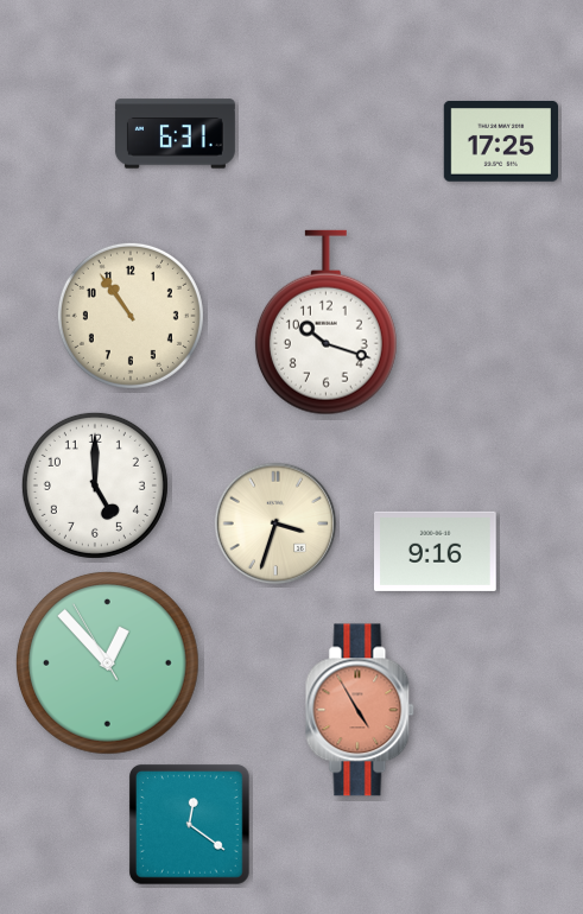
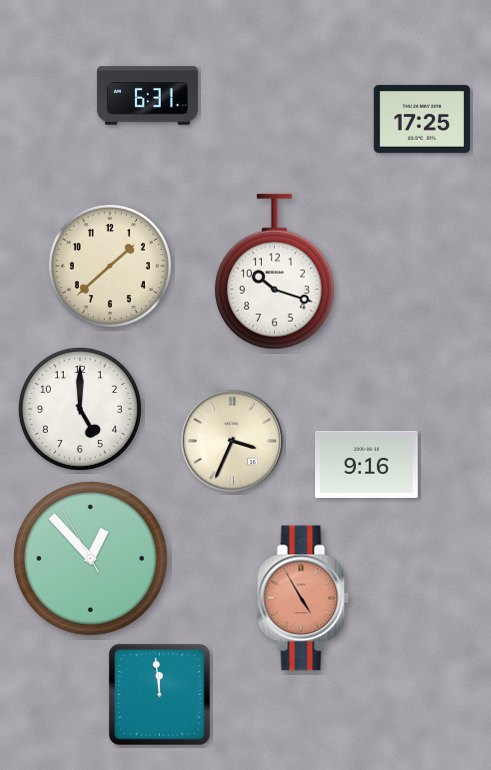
clock at (175, 134) position: (175, 134) -> (147, 96)
clock at (131, 316): 10:54 -> 1:38
clock at (275, 523): 3:33 -> 3:34
clock at (190, 825): 12:21 -> 11:59
